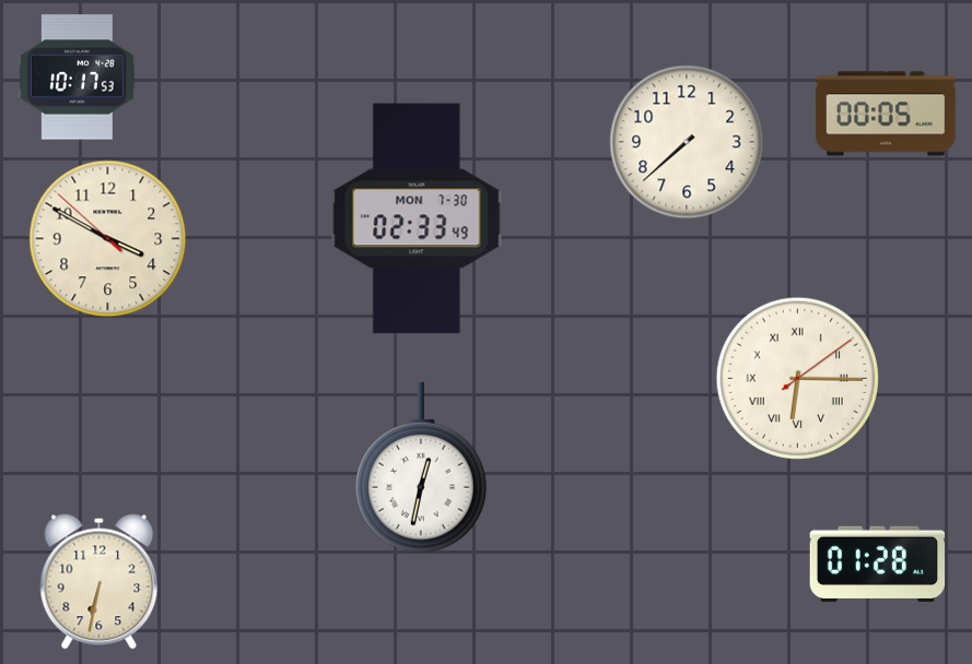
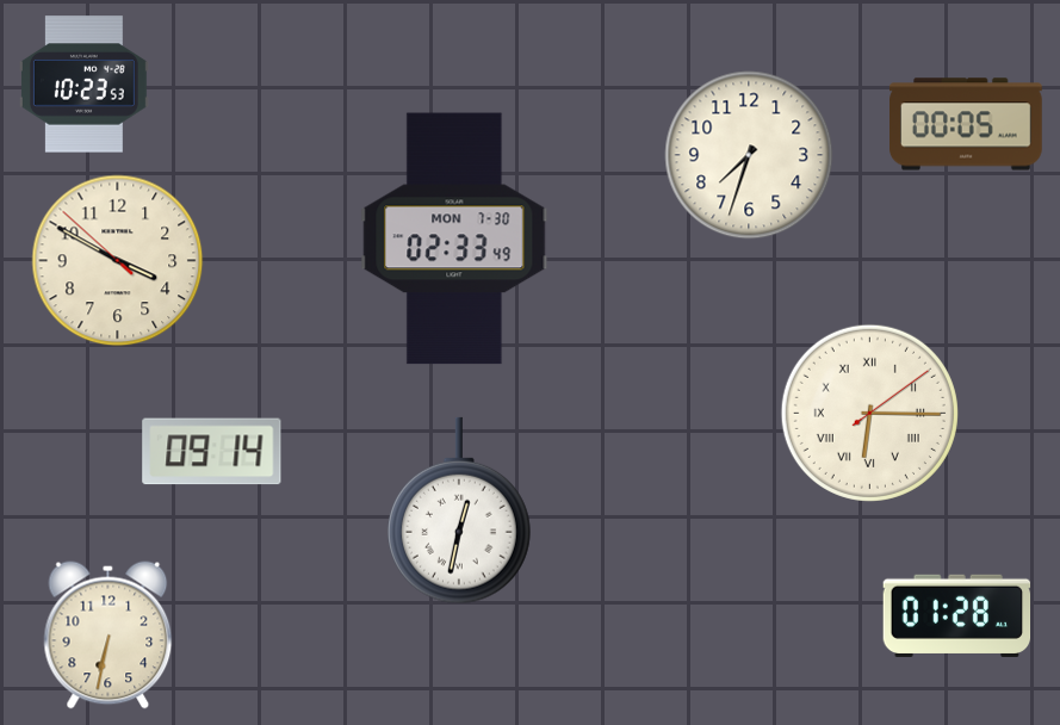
clock at (77, 78): 10:17 -> 10:23
clock at (687, 142): 7:38 -> 7:33
clock at (212, 452): none -> 09:14
